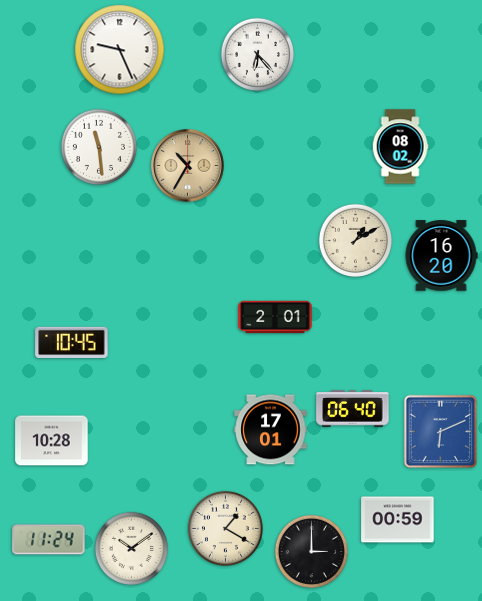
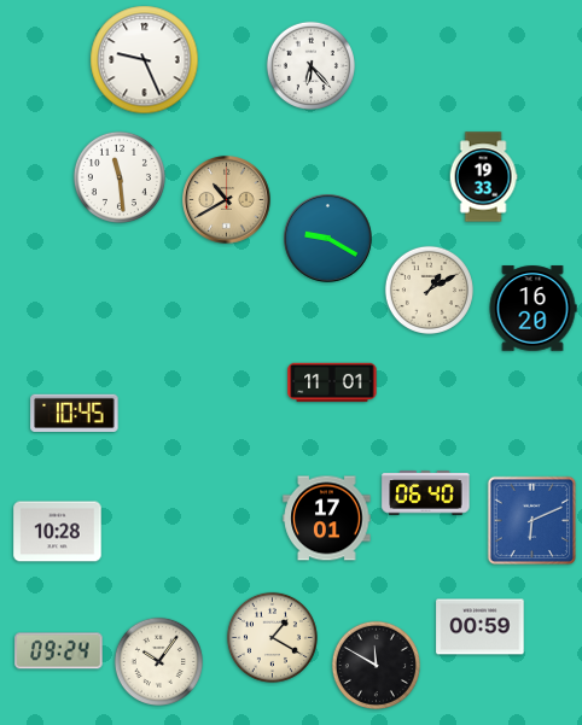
clock at (400, 147): 08:02 -> 19:33
clock at (188, 166): 10:35 -> 10:40
clock at (328, 239): none -> 9:20
clock at (275, 317): 2:01 -> 11:01
clock at (72, 343) position: (72, 343) -> (75, 414)
clock at (52, 441) position: (52, 441) -> (58, 532)
clock at (49, 540): 11:24 -> 09:24
clock at (131, 548): 10:09 -> 10:06
clock at (311, 551): 3:00 -> 11:50
